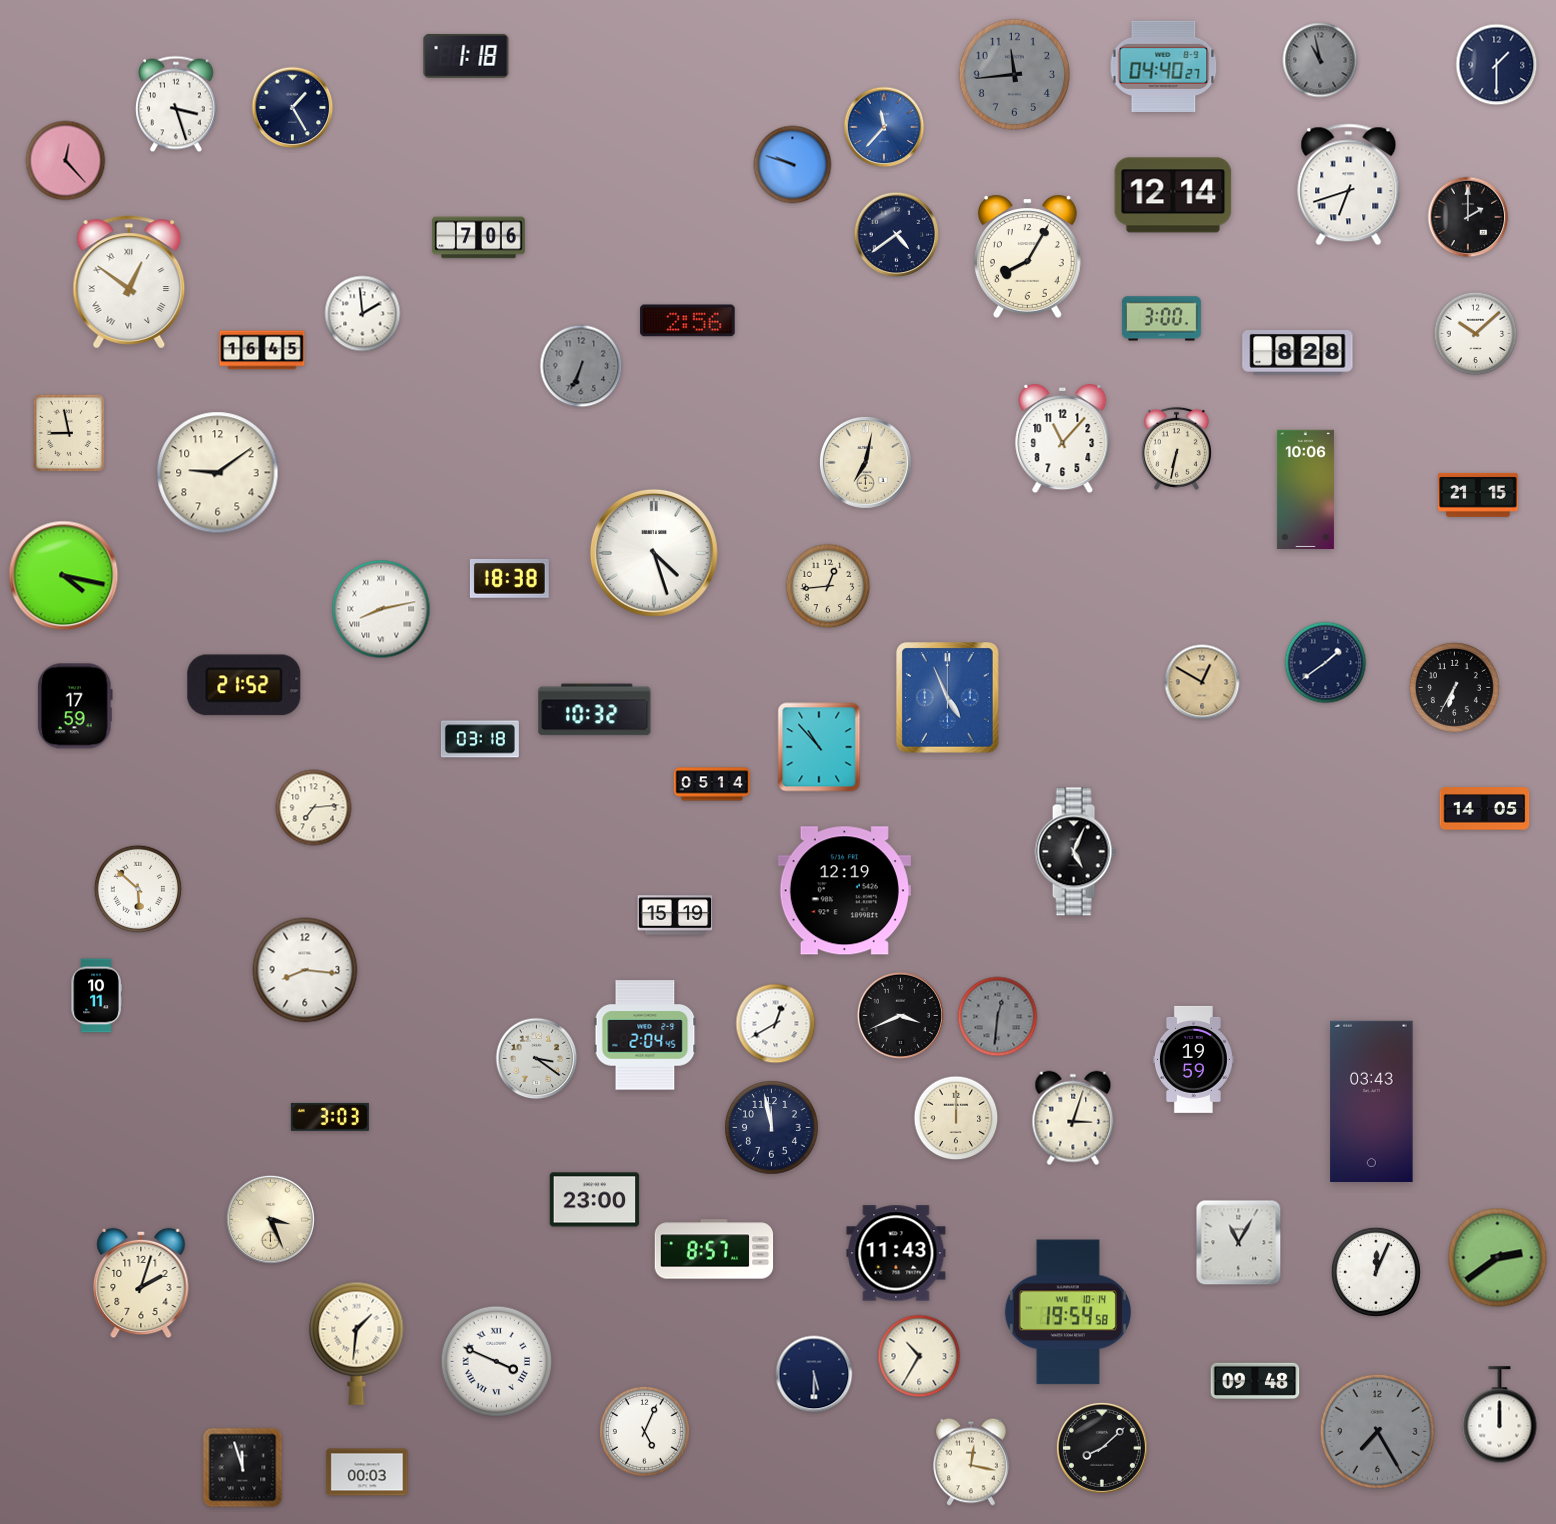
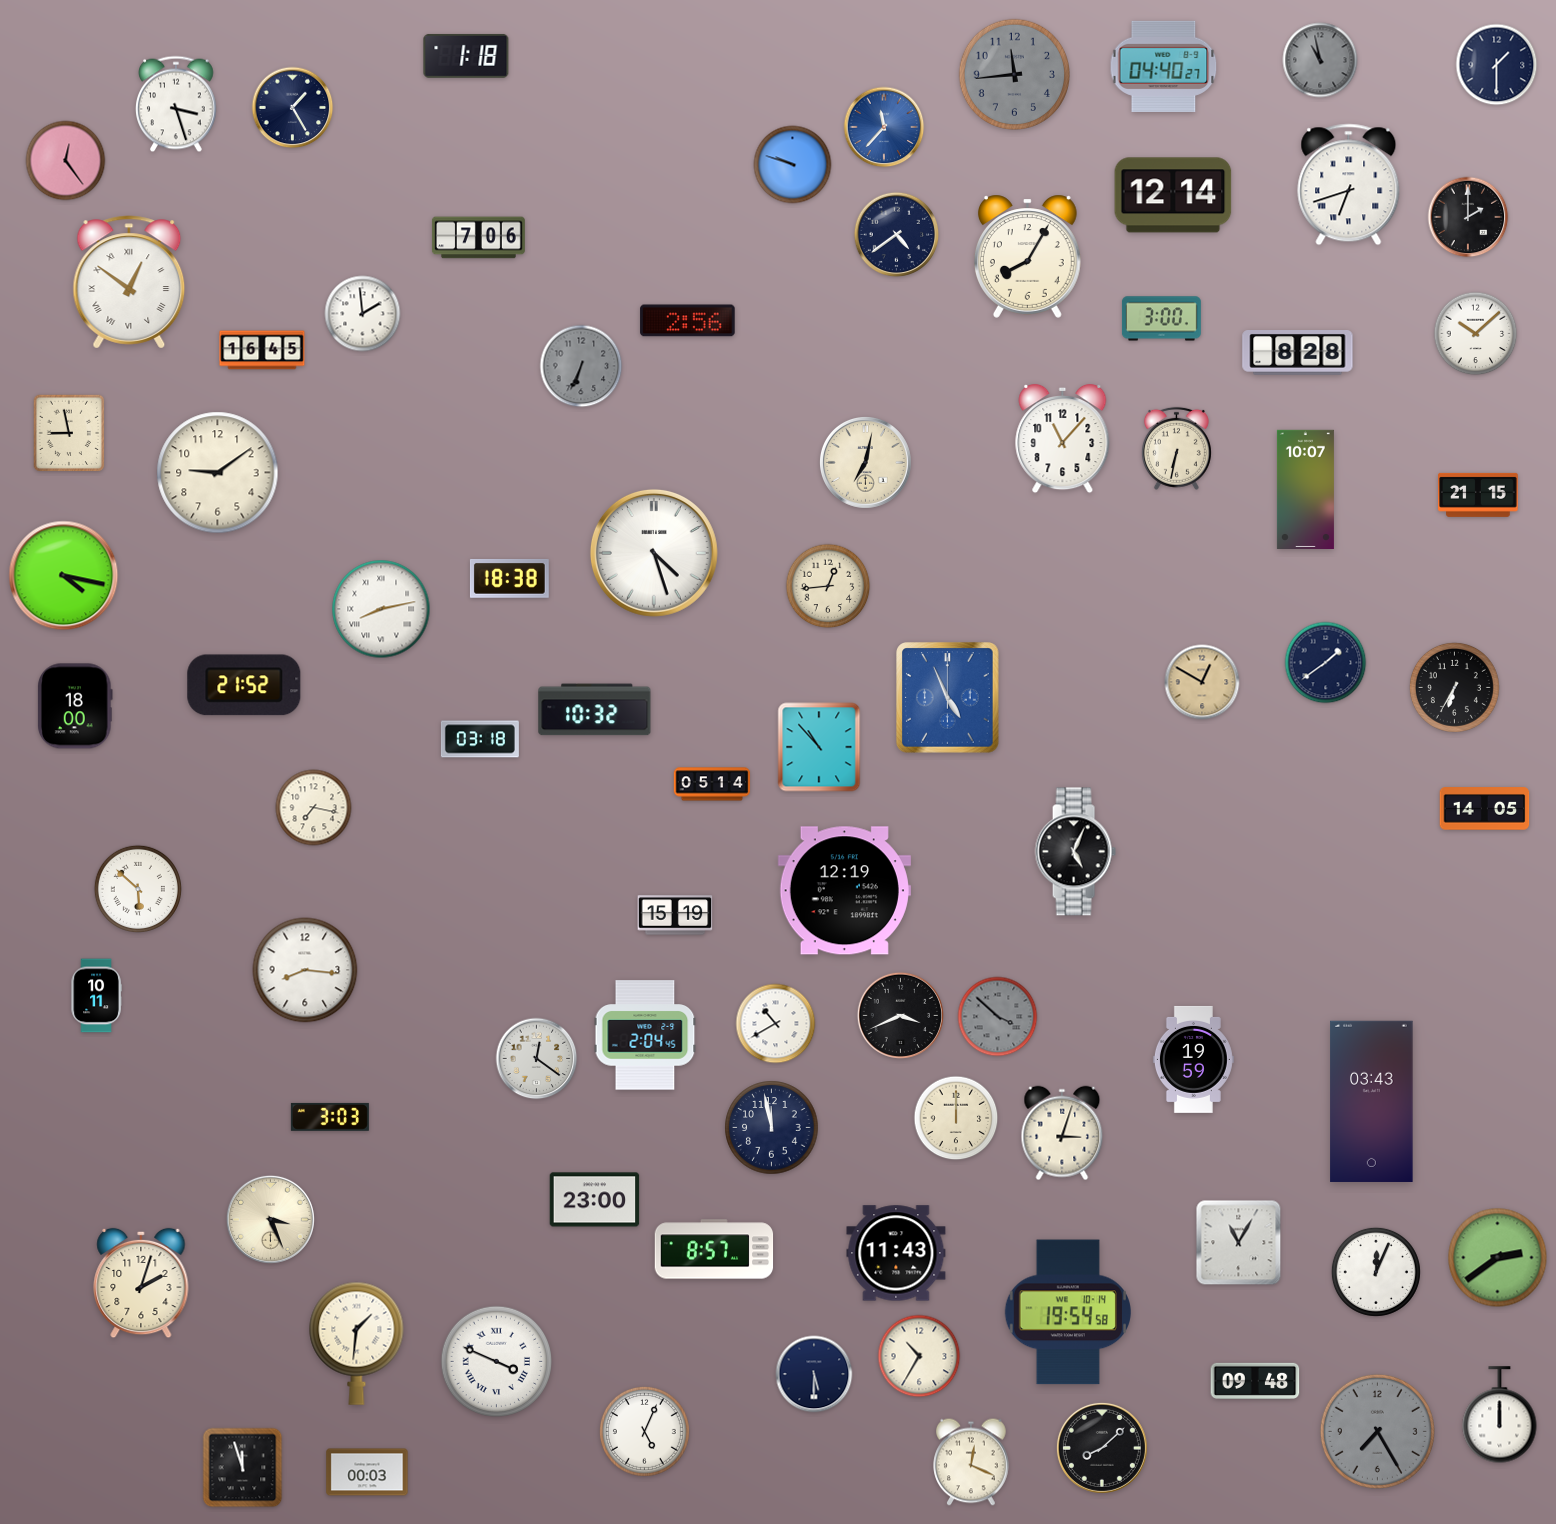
clock at (66, 161): 12:23 -> 12:24
clock at (1305, 489): 10:06 -> 10:07
clock at (76, 706): 17:59 -> 18:00
clock at (314, 808): 7:14 -> 7:17
clock at (998, 1017): 12:31 -> 3:52
clock at (776, 1024): 12:40 -> 10:40
clock at (537, 1059): 3:21 -> 12:21
clock at (1073, 1118) position: (1073, 1118) -> (1062, 1133)
clock at (971, 1462): 12:17 -> 12:19
